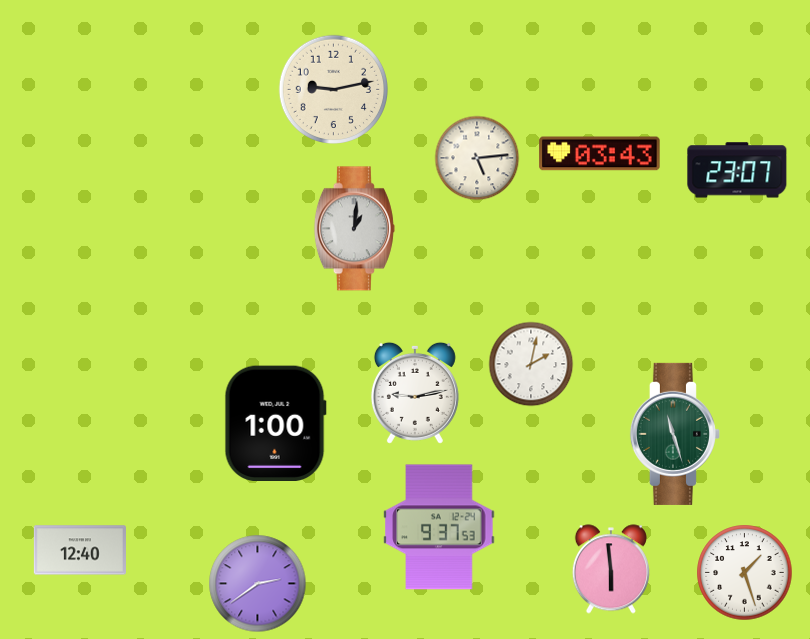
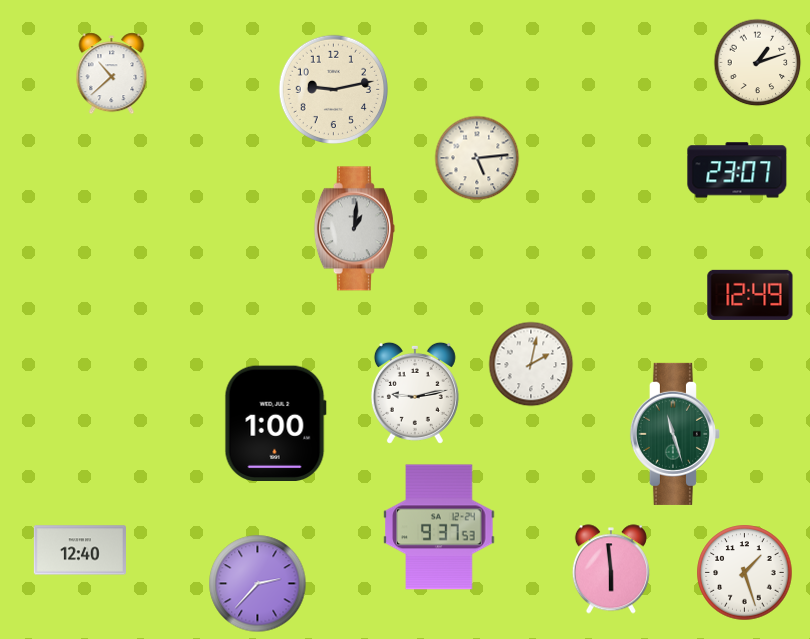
clock at (758, 63): none -> 1:12
clock at (112, 74): none -> 10:38
clock at (600, 154): 03:43 -> none
clock at (750, 295): none -> 12:49
clock at (258, 584): 2:39 -> 2:37
